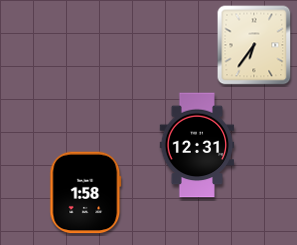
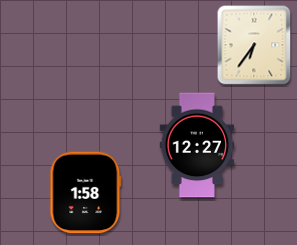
clock at (197, 145): 12:31 -> 12:27
